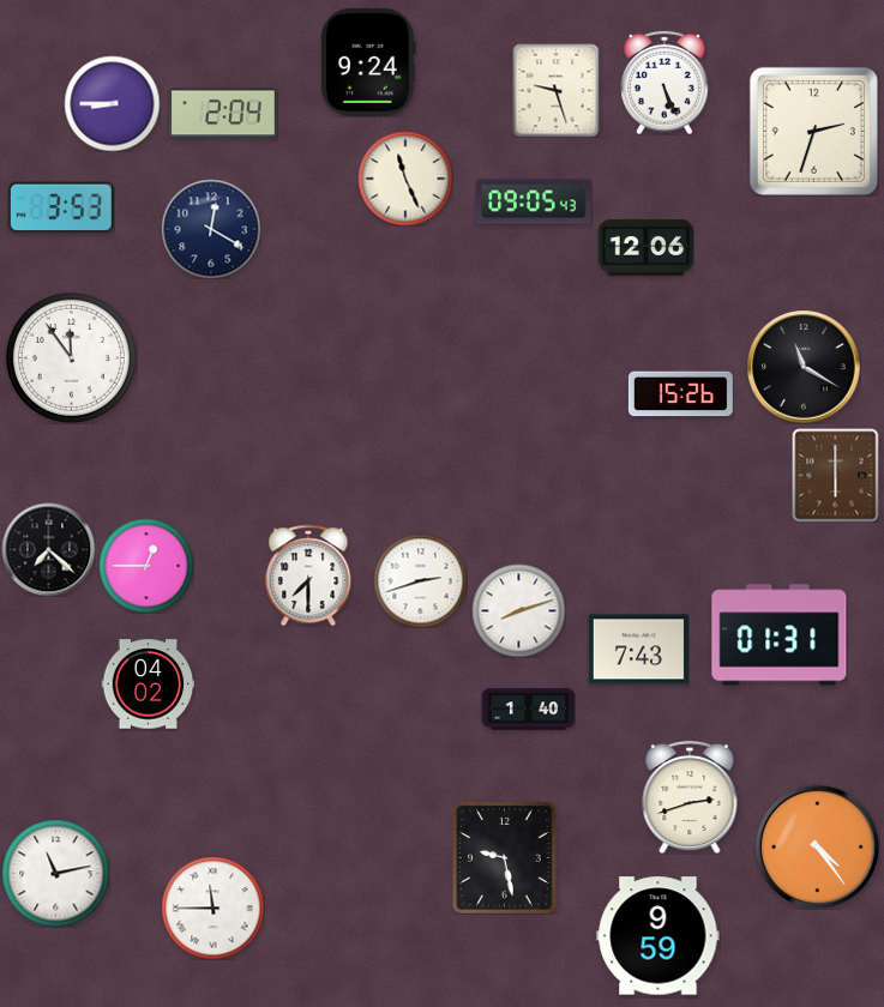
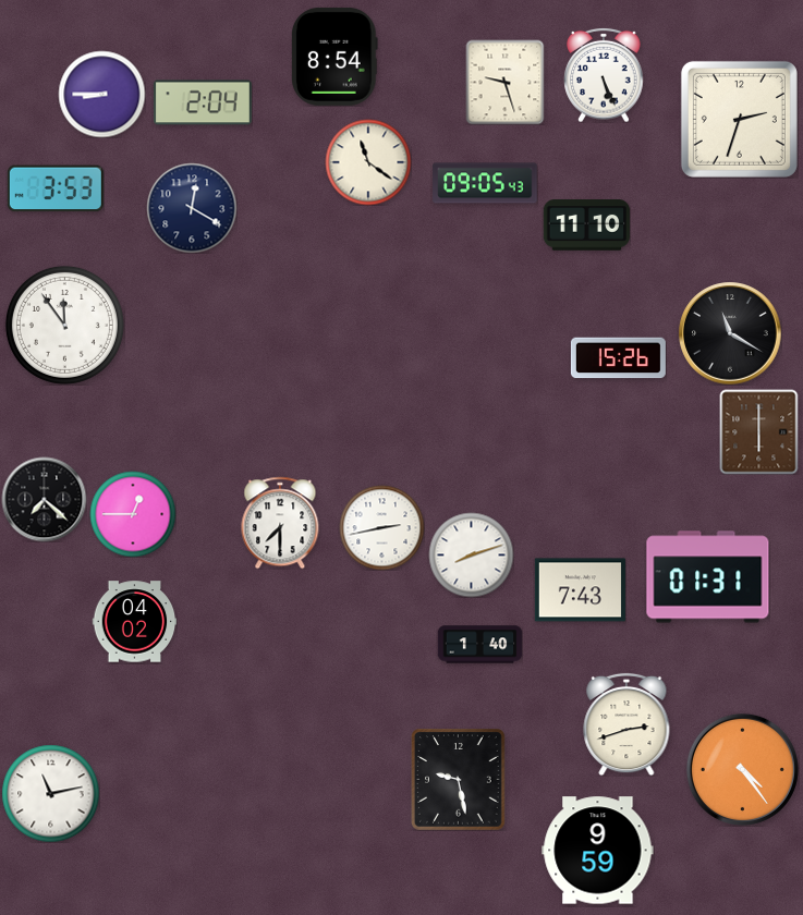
clock at (369, 62): 9:24 -> 8:54
clock at (405, 179): 11:26 -> 11:21
clock at (645, 248): 12:06 -> 11:10
clock at (420, 580): 2:42 -> 2:43
clock at (212, 907): 11:45 -> none
